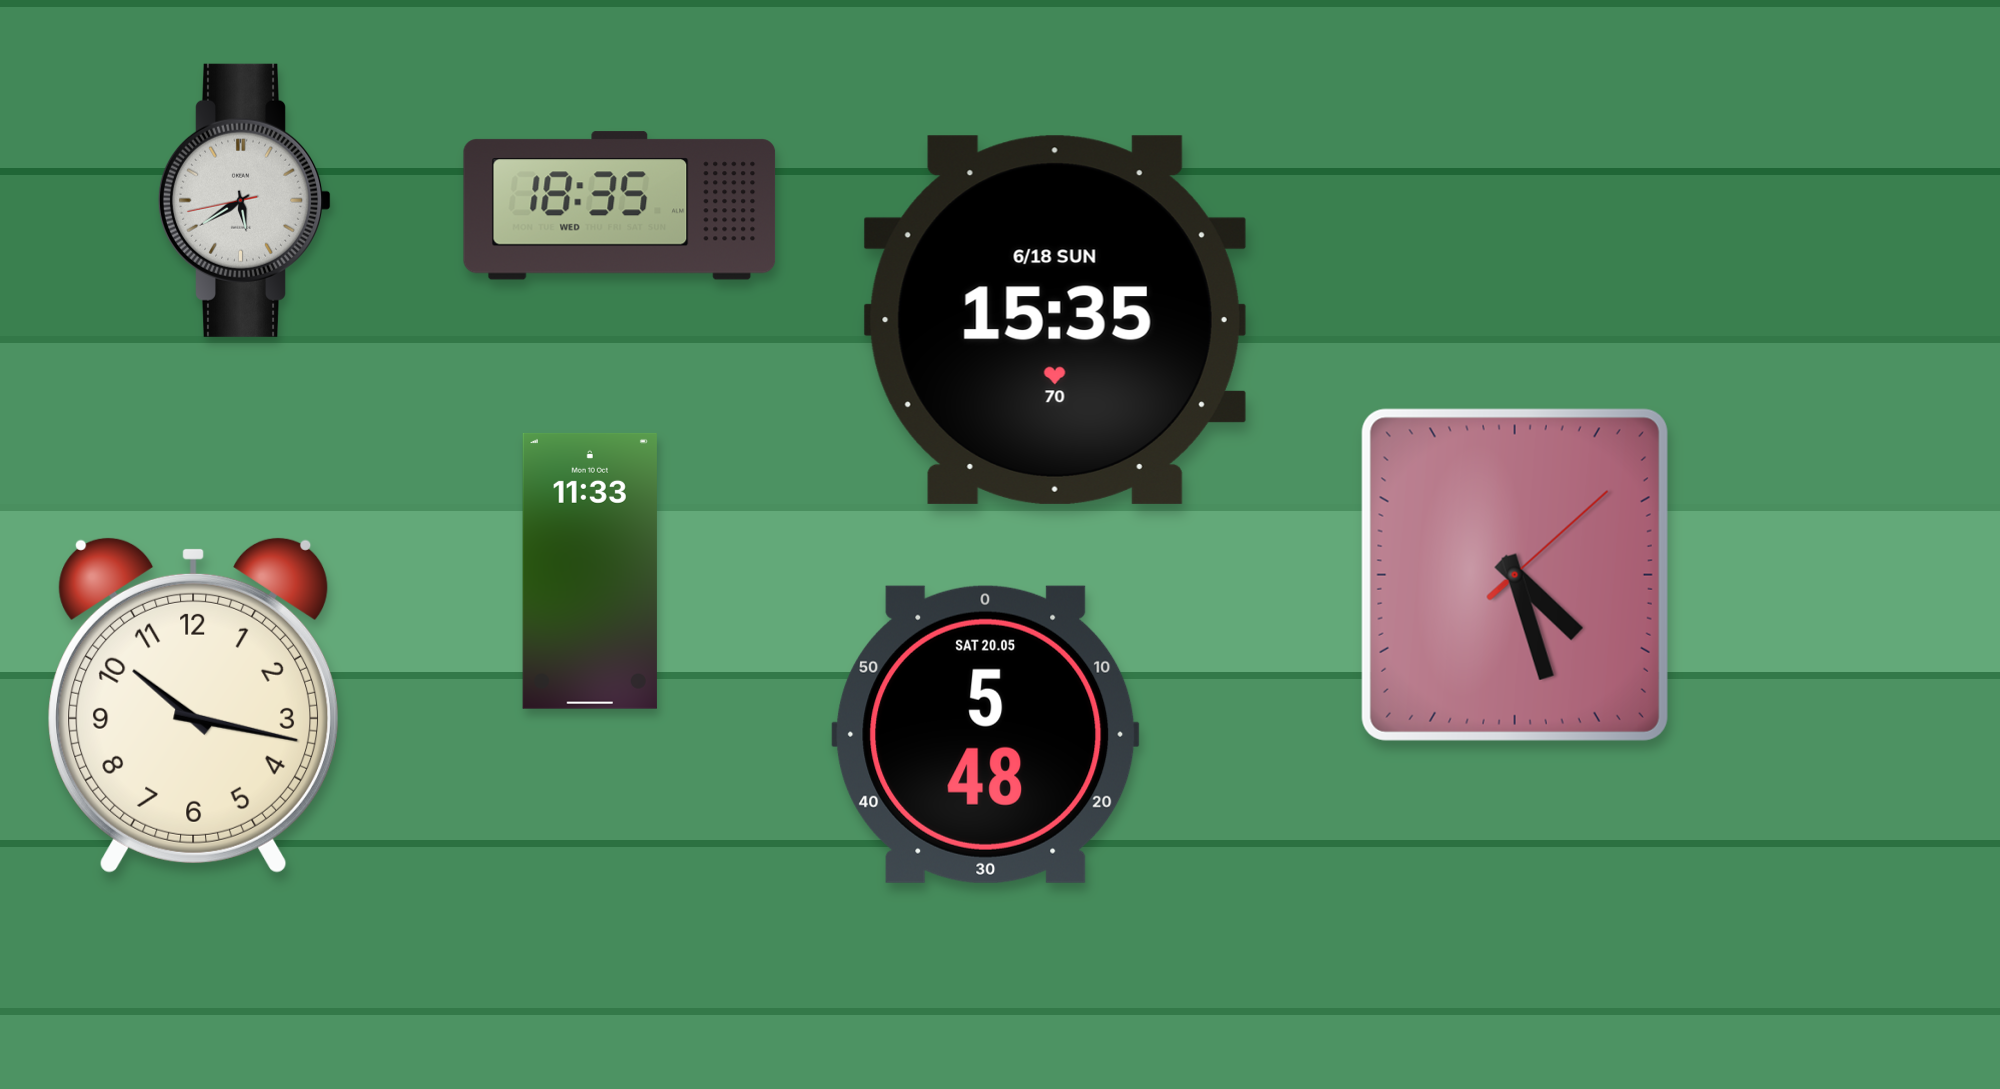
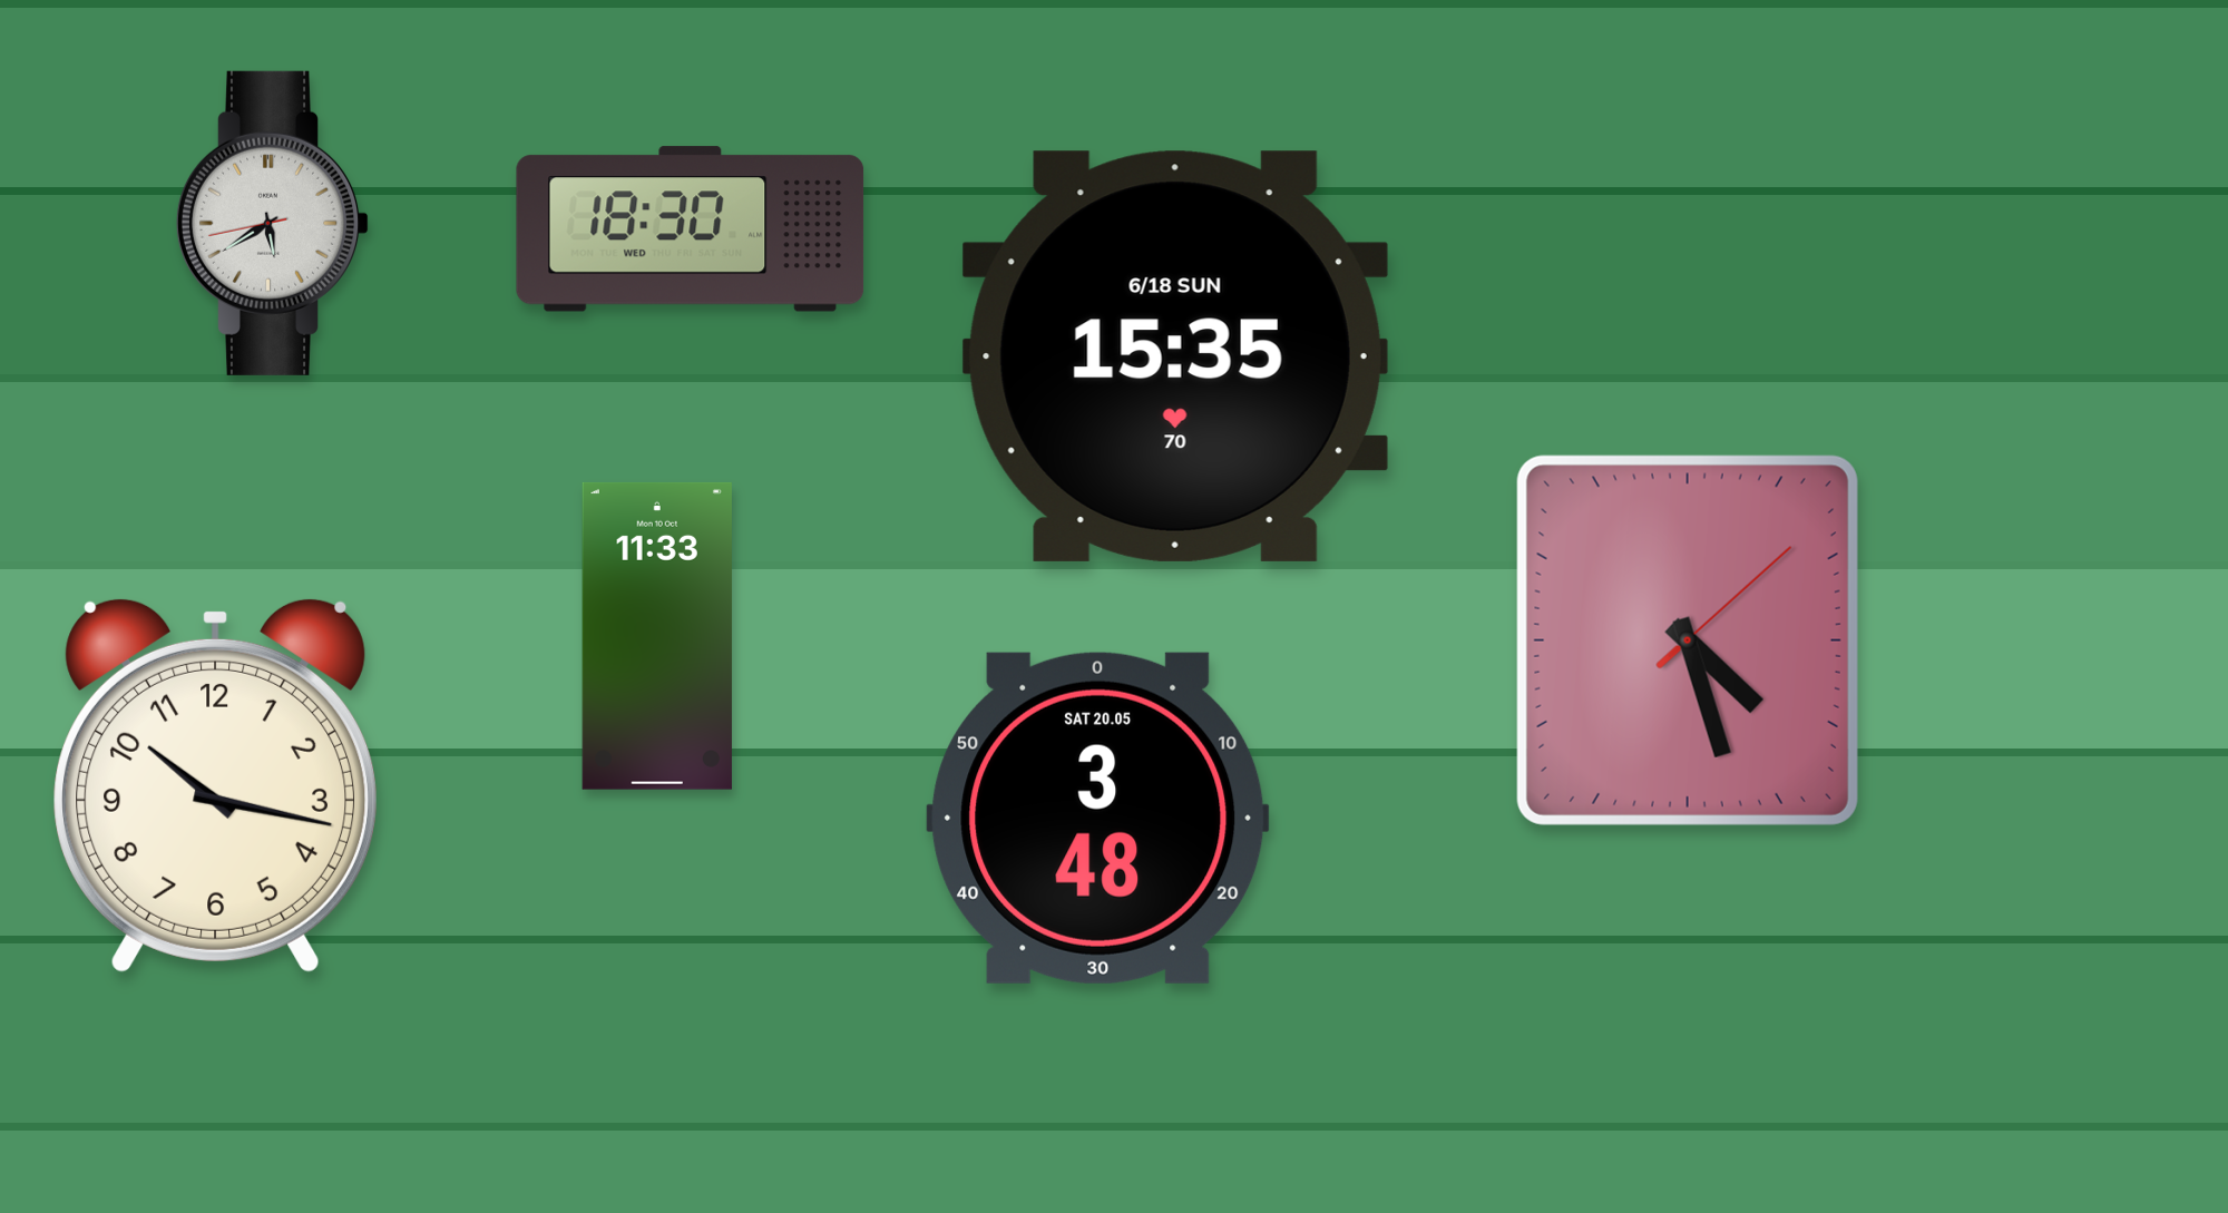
clock at (620, 206): 18:35 -> 18:30
clock at (986, 734): 5:48 -> 3:48
